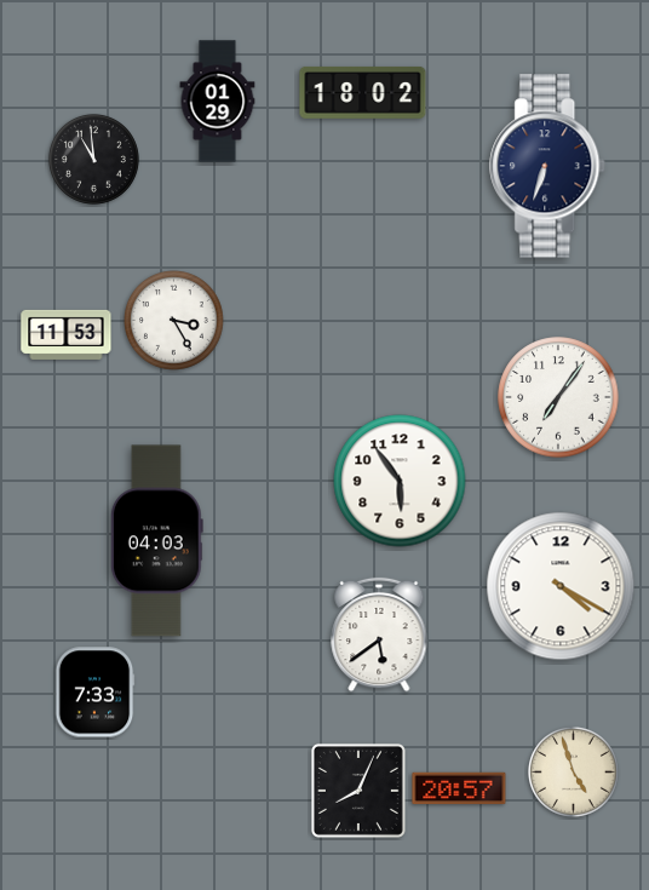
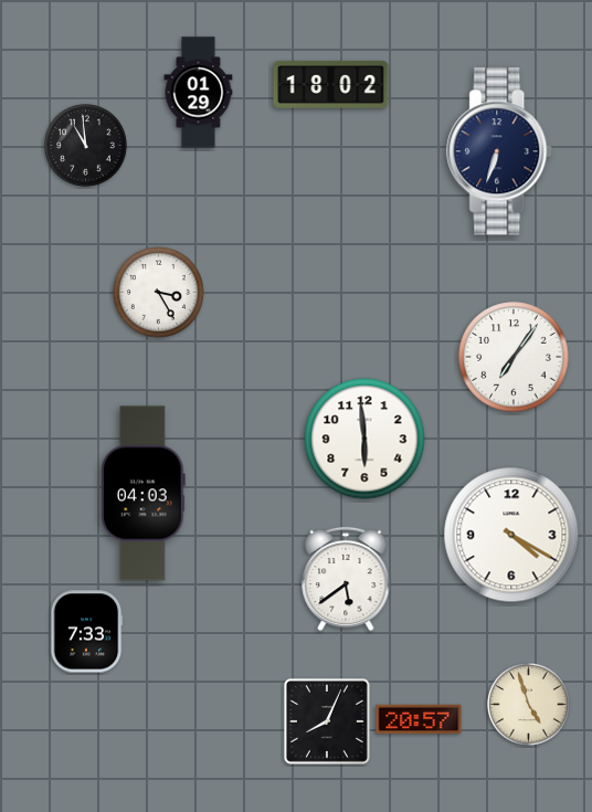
clock at (67, 334): 11:53 -> none
clock at (558, 397) position: (558, 397) -> (514, 357)
clock at (400, 481): 5:54 -> 5:59
clock at (573, 771) position: (573, 771) -> (528, 704)
